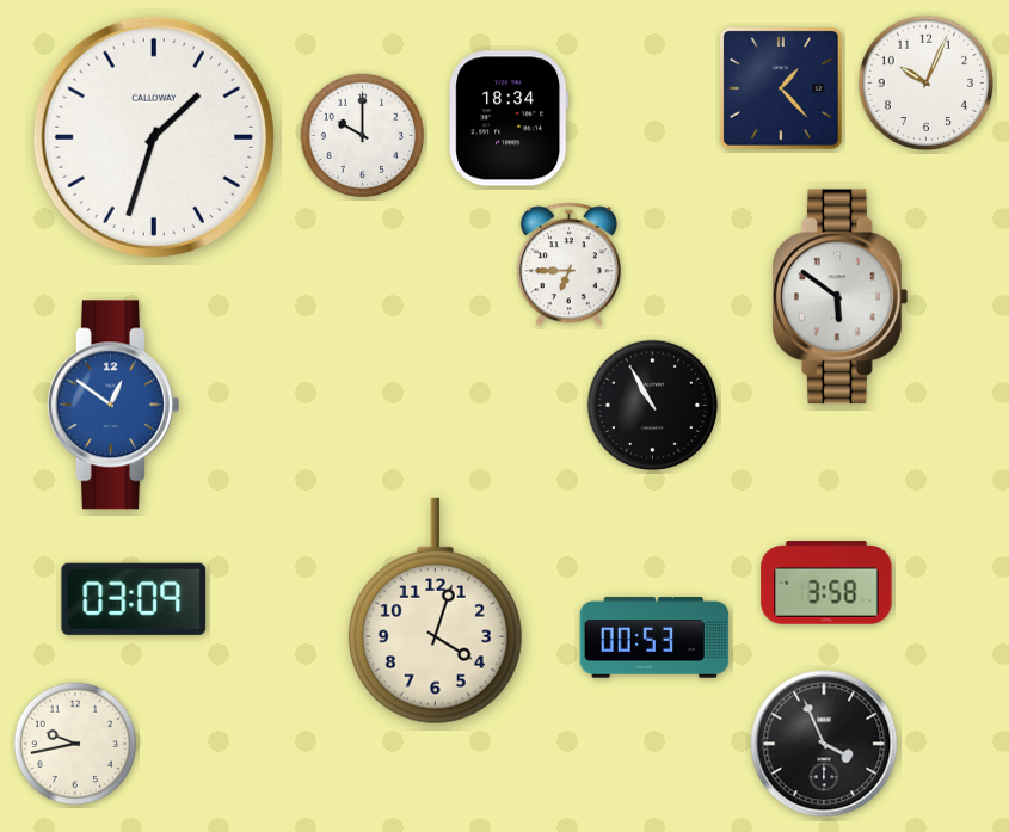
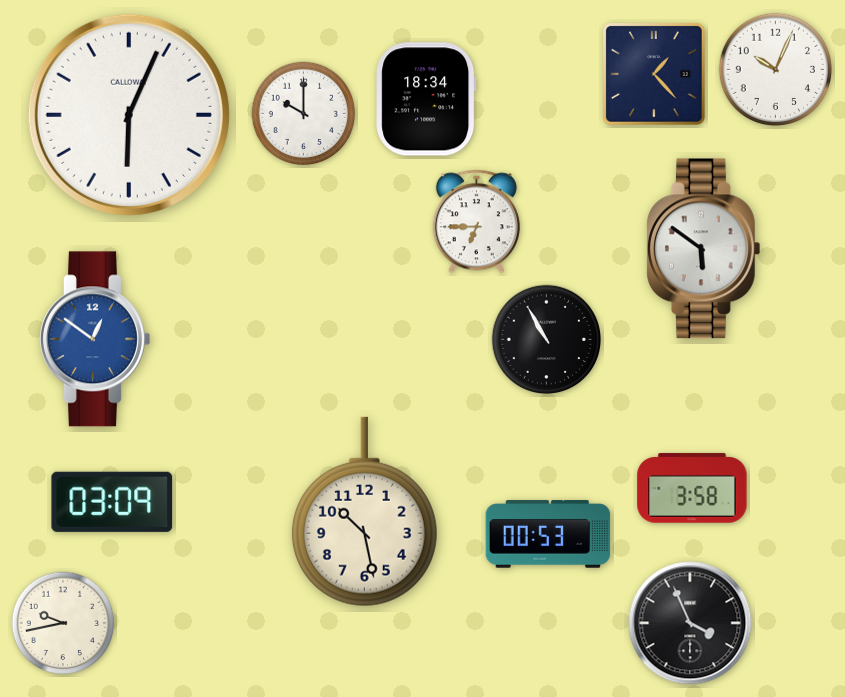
clock at (154, 137): 1:33 -> 6:04
clock at (435, 611): 4:03 -> 10:28
